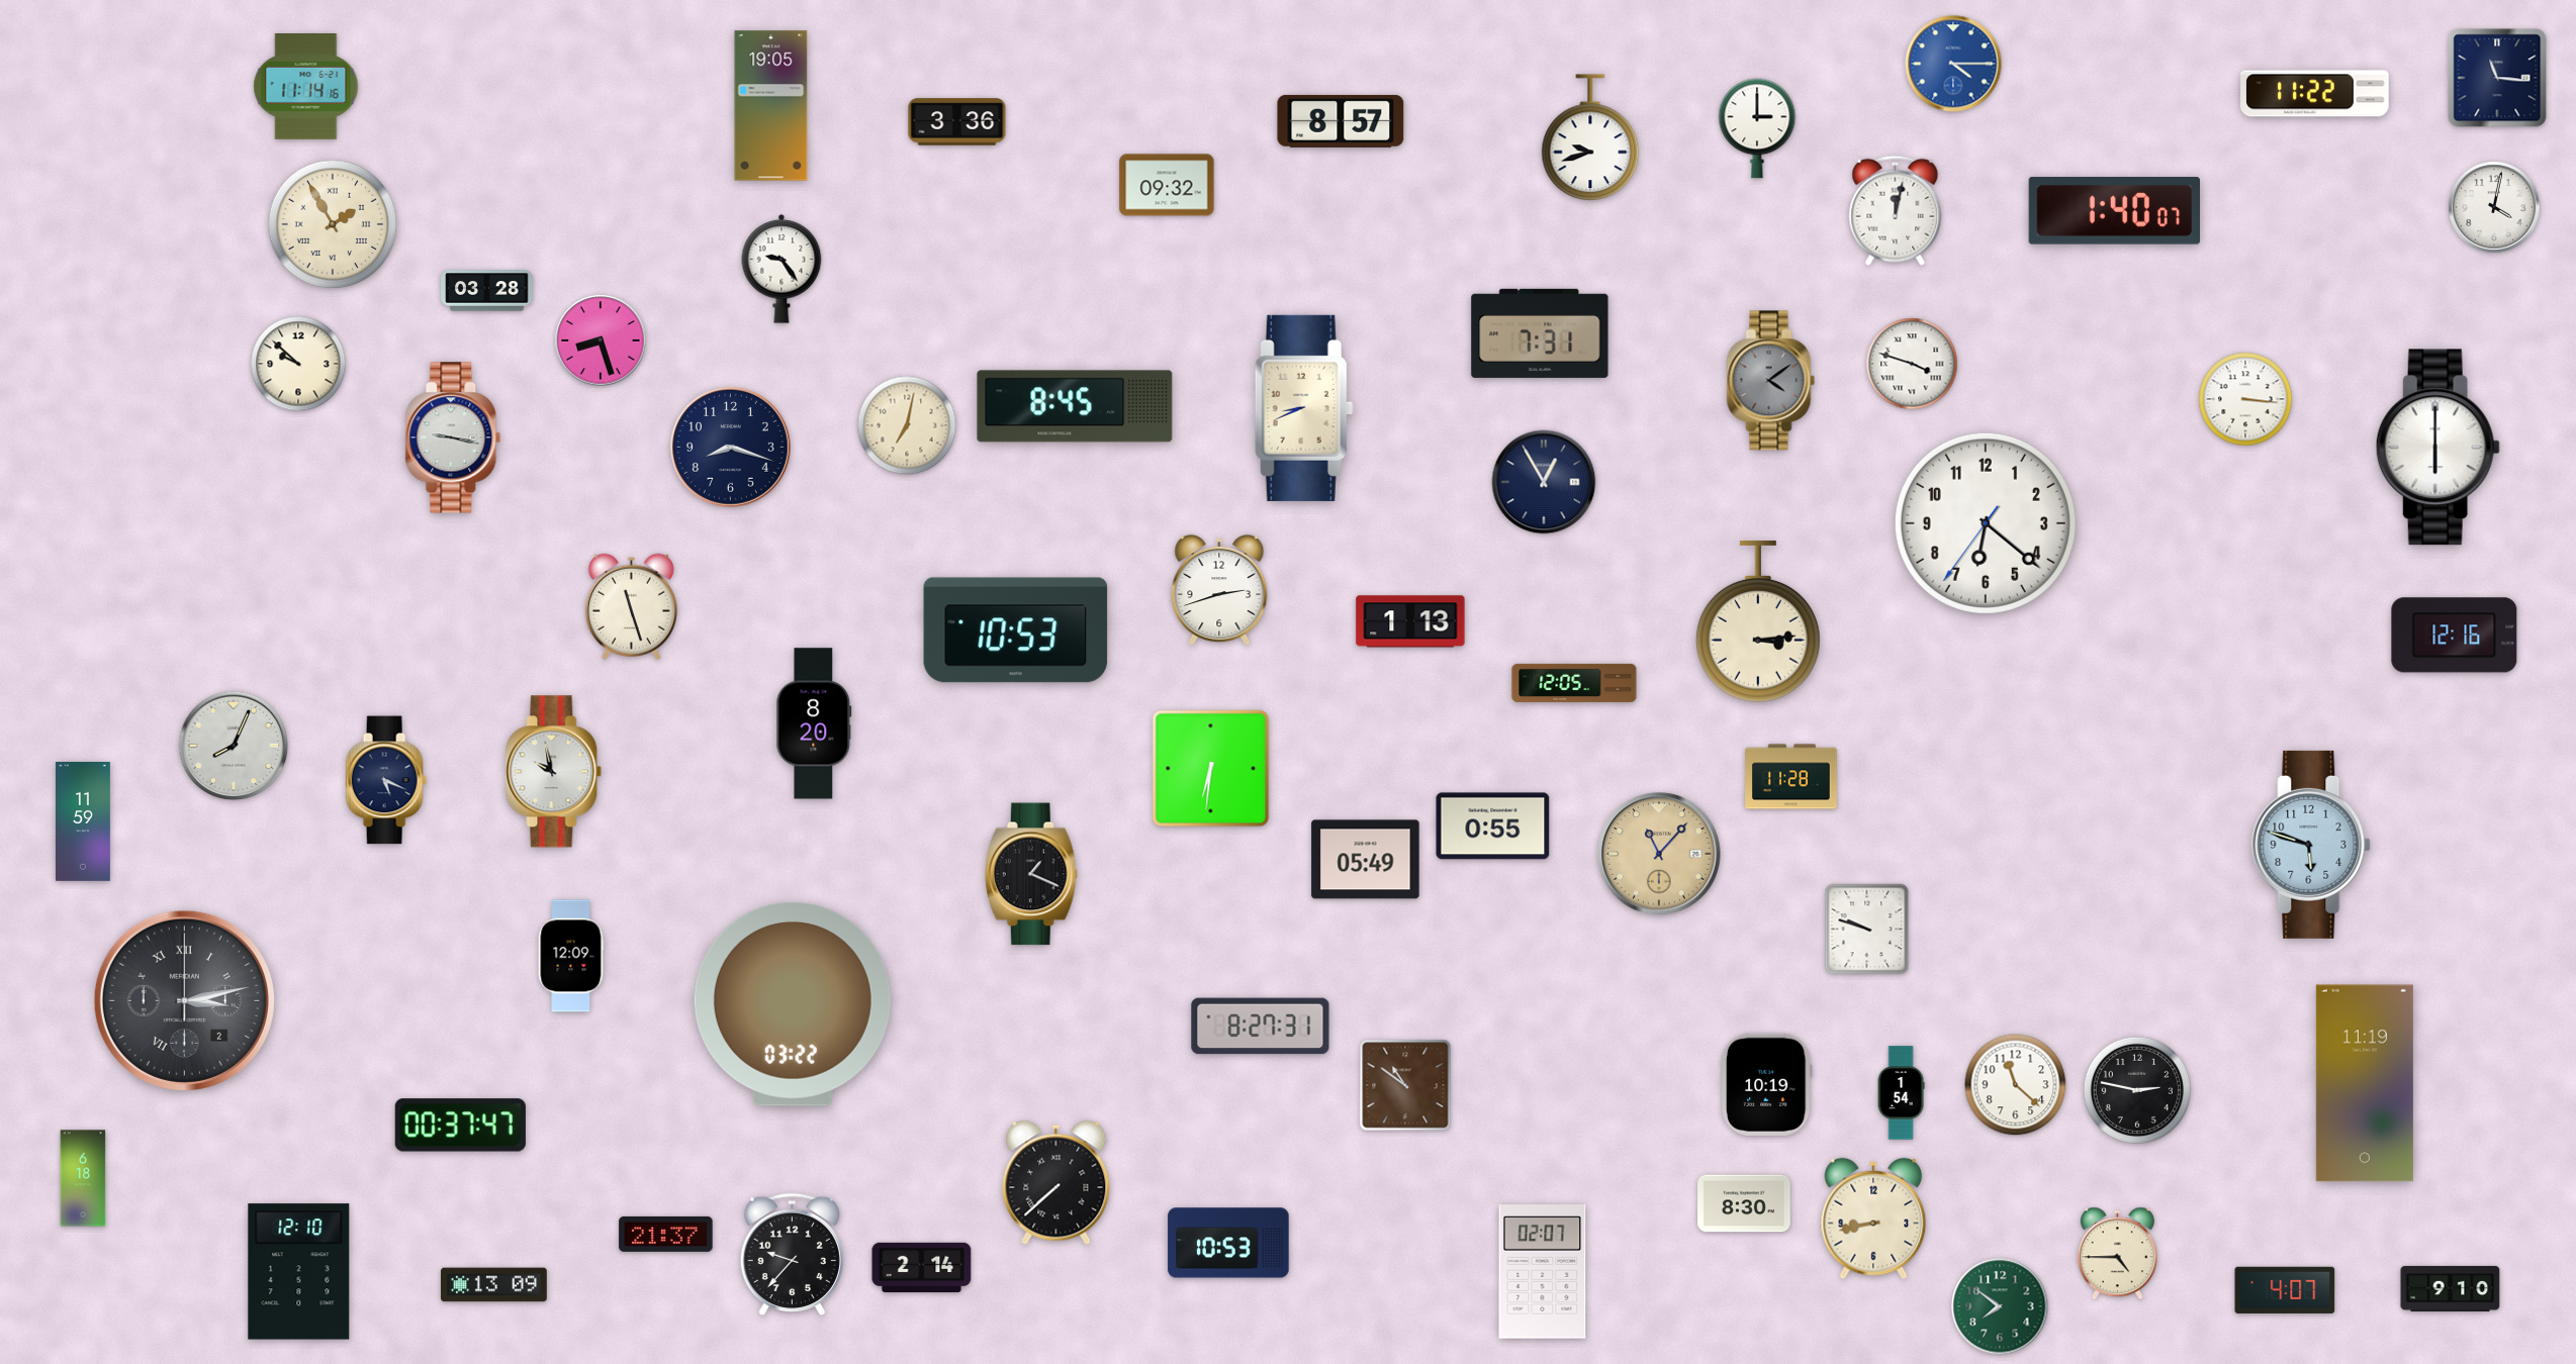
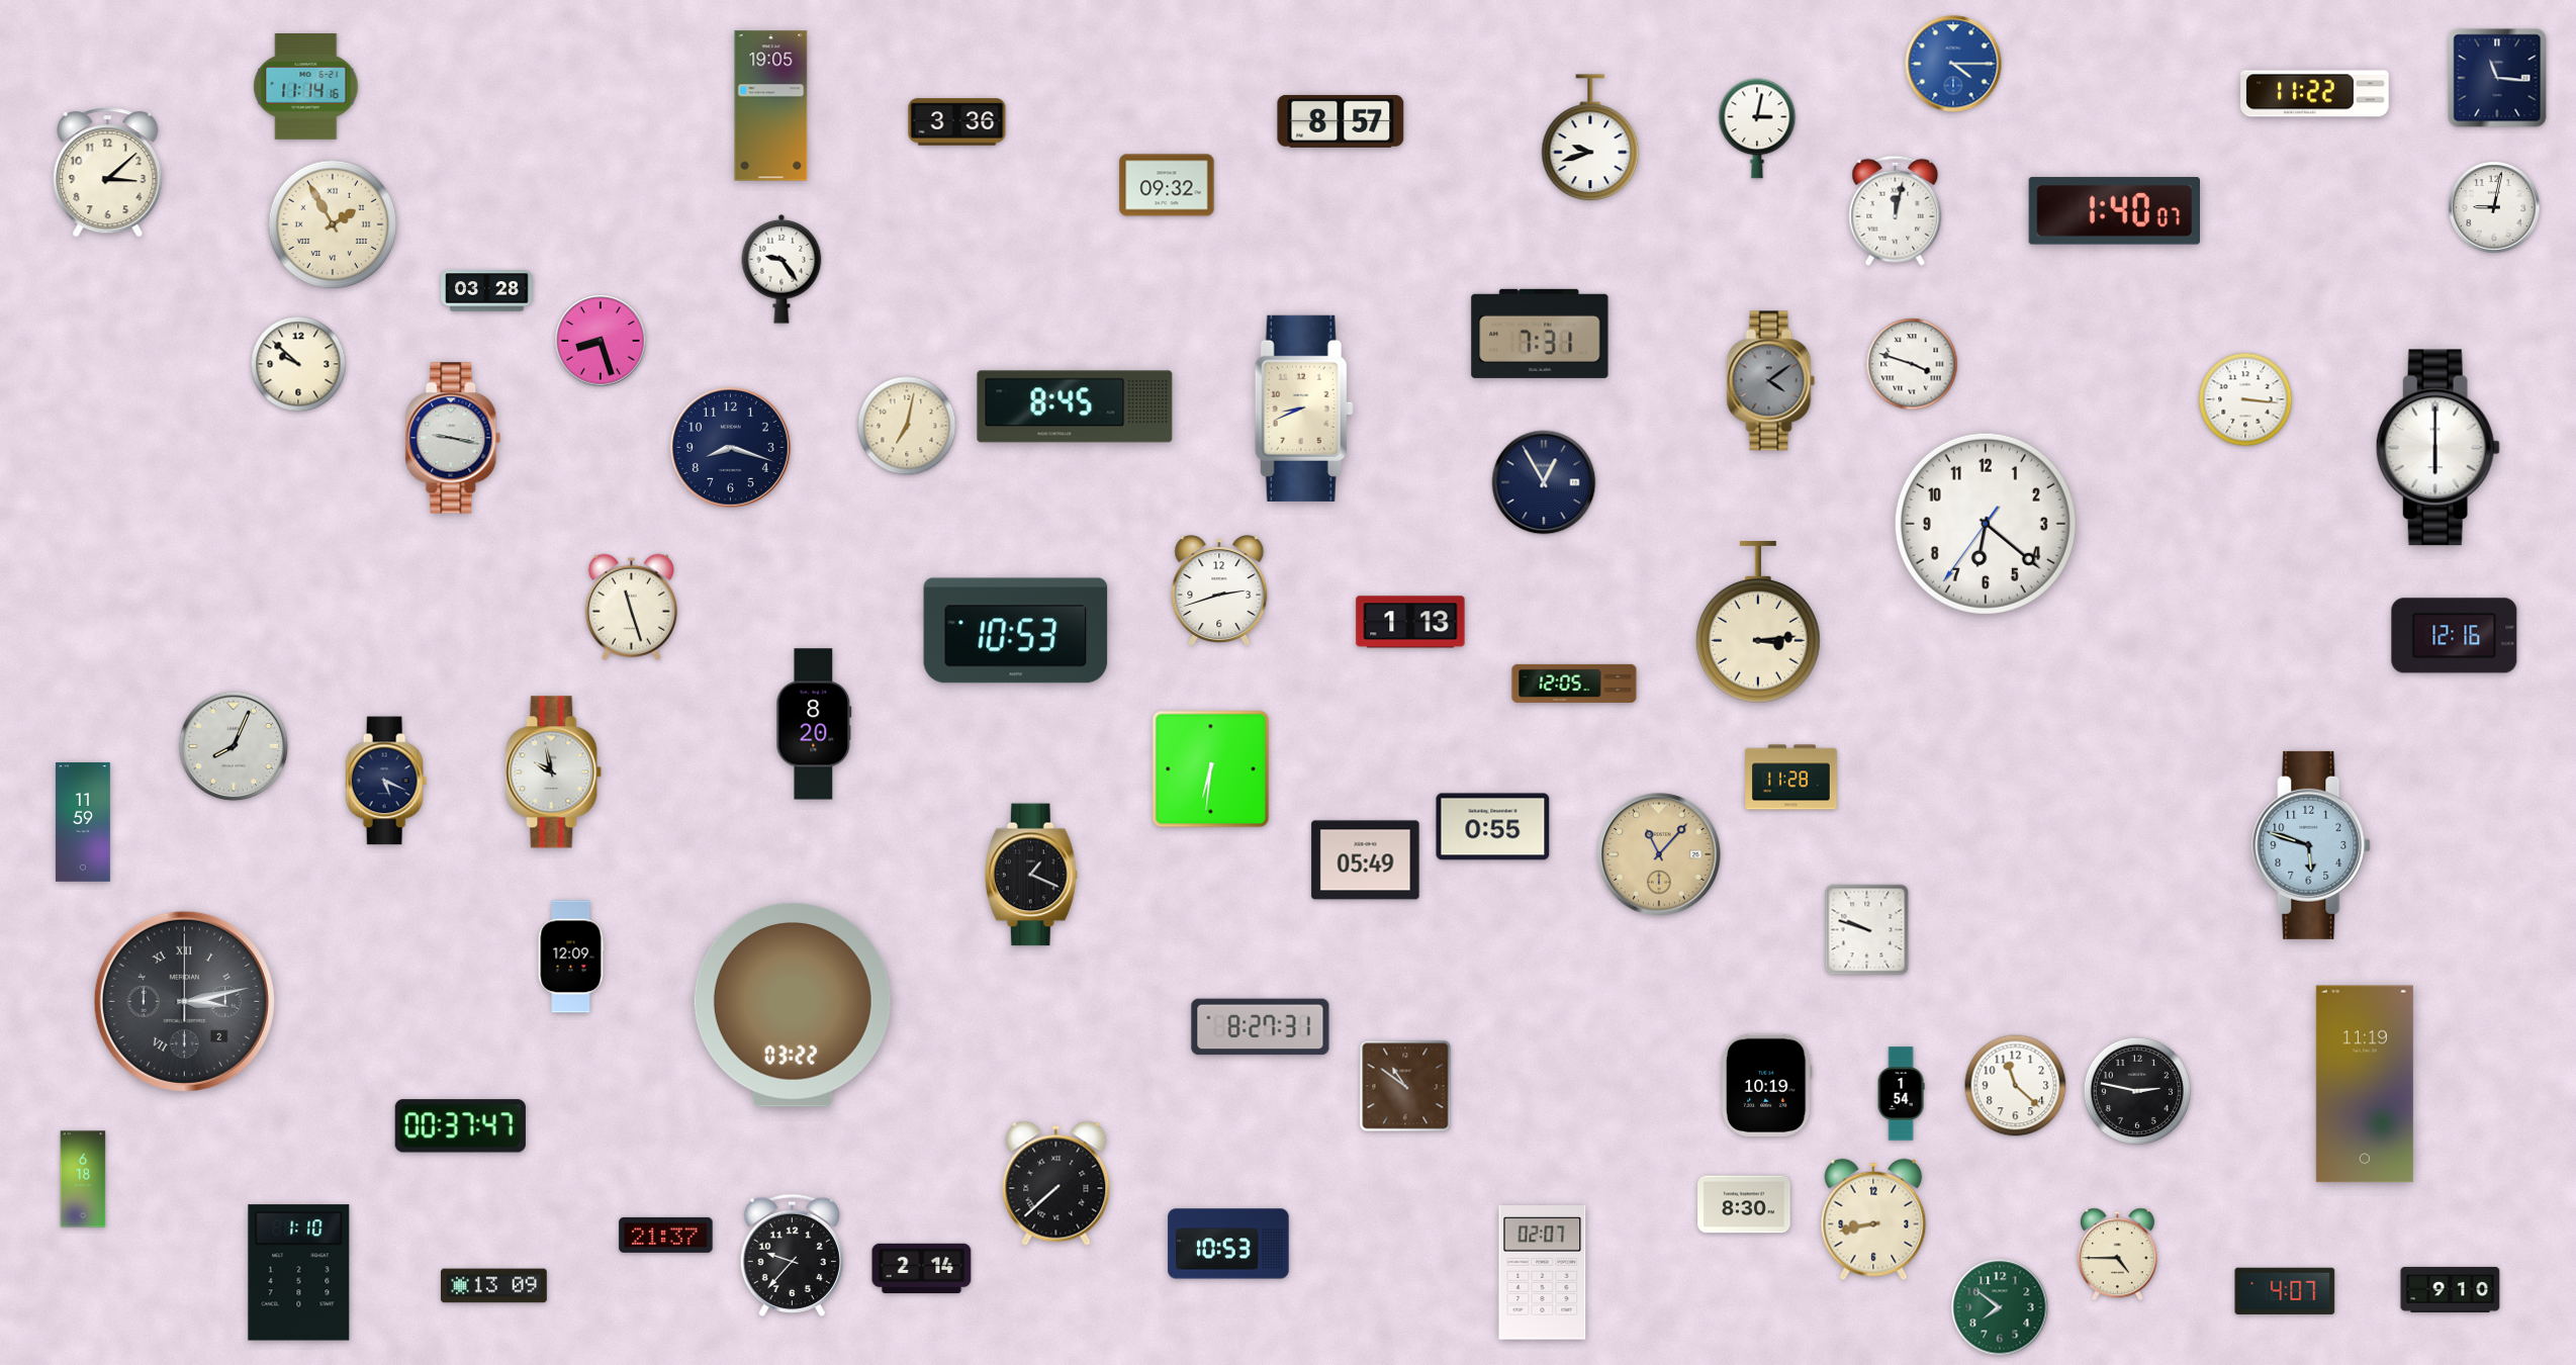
clock at (1757, 128): 3:00 -> 3:02
clock at (108, 173): none -> 3:08
clock at (2494, 207): 4:02 -> 9:02
clock at (299, 1272): 12:10 -> 1:10
